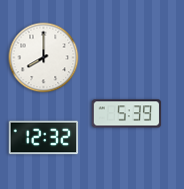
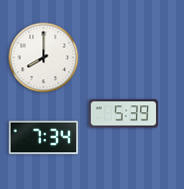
clock at (127, 114) position: (127, 114) -> (124, 114)
clock at (44, 138): 12:32 -> 7:34
